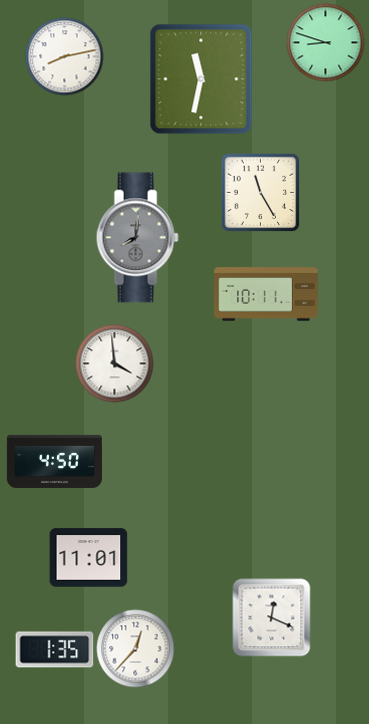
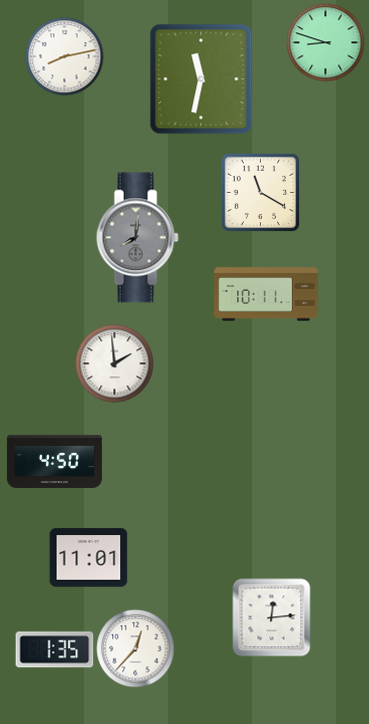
clock at (260, 192): 11:25 -> 11:20
clock at (114, 363): 3:59 -> 1:59
clock at (271, 617): 12:19 -> 12:14
